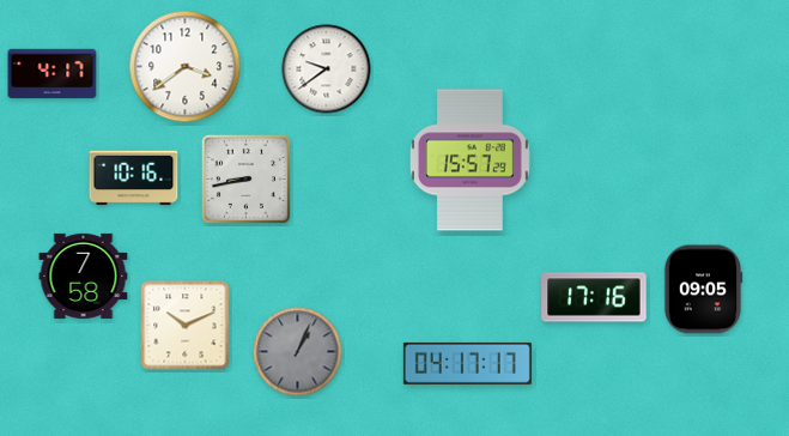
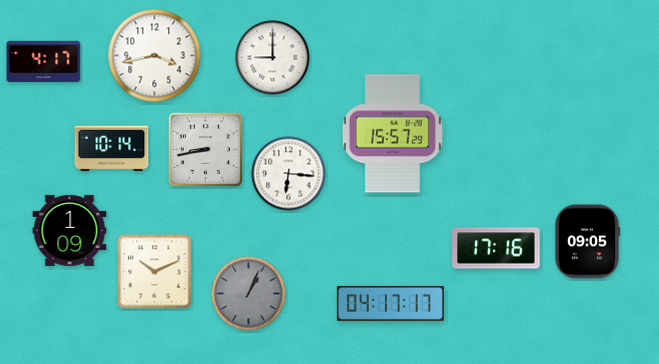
clock at (186, 67): 3:39 -> 3:43
clock at (327, 69): 9:39 -> 9:00
clock at (134, 178): 10:16 -> 10:14
clock at (289, 174): none -> 6:16
clock at (84, 275): 7:58 -> 1:09
